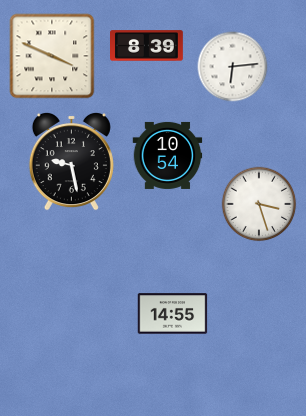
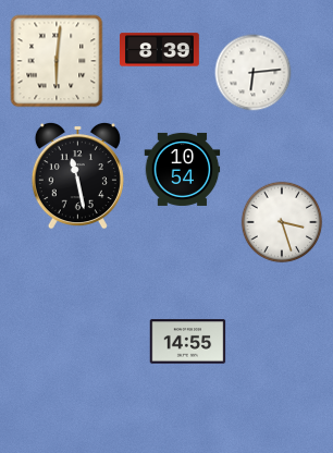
clock at (52, 56): 3:49 -> 6:01
clock at (71, 161): 9:28 -> 11:28
